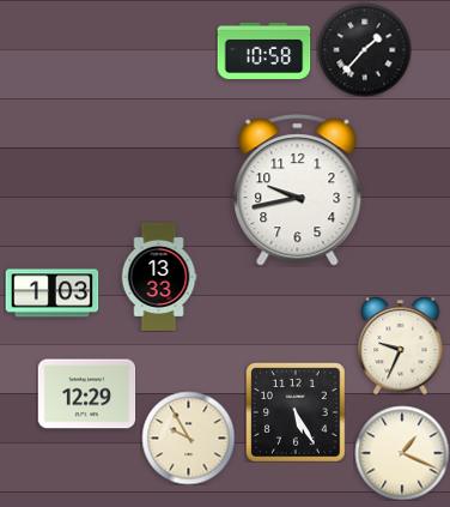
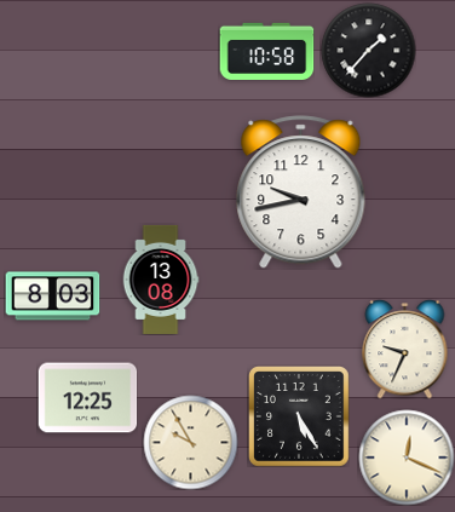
clock at (159, 277): 13:33 -> 13:08
clock at (51, 294): 1:03 -> 8:03
clock at (86, 394): 12:29 -> 12:25
clock at (402, 453): 1:19 -> 12:19
